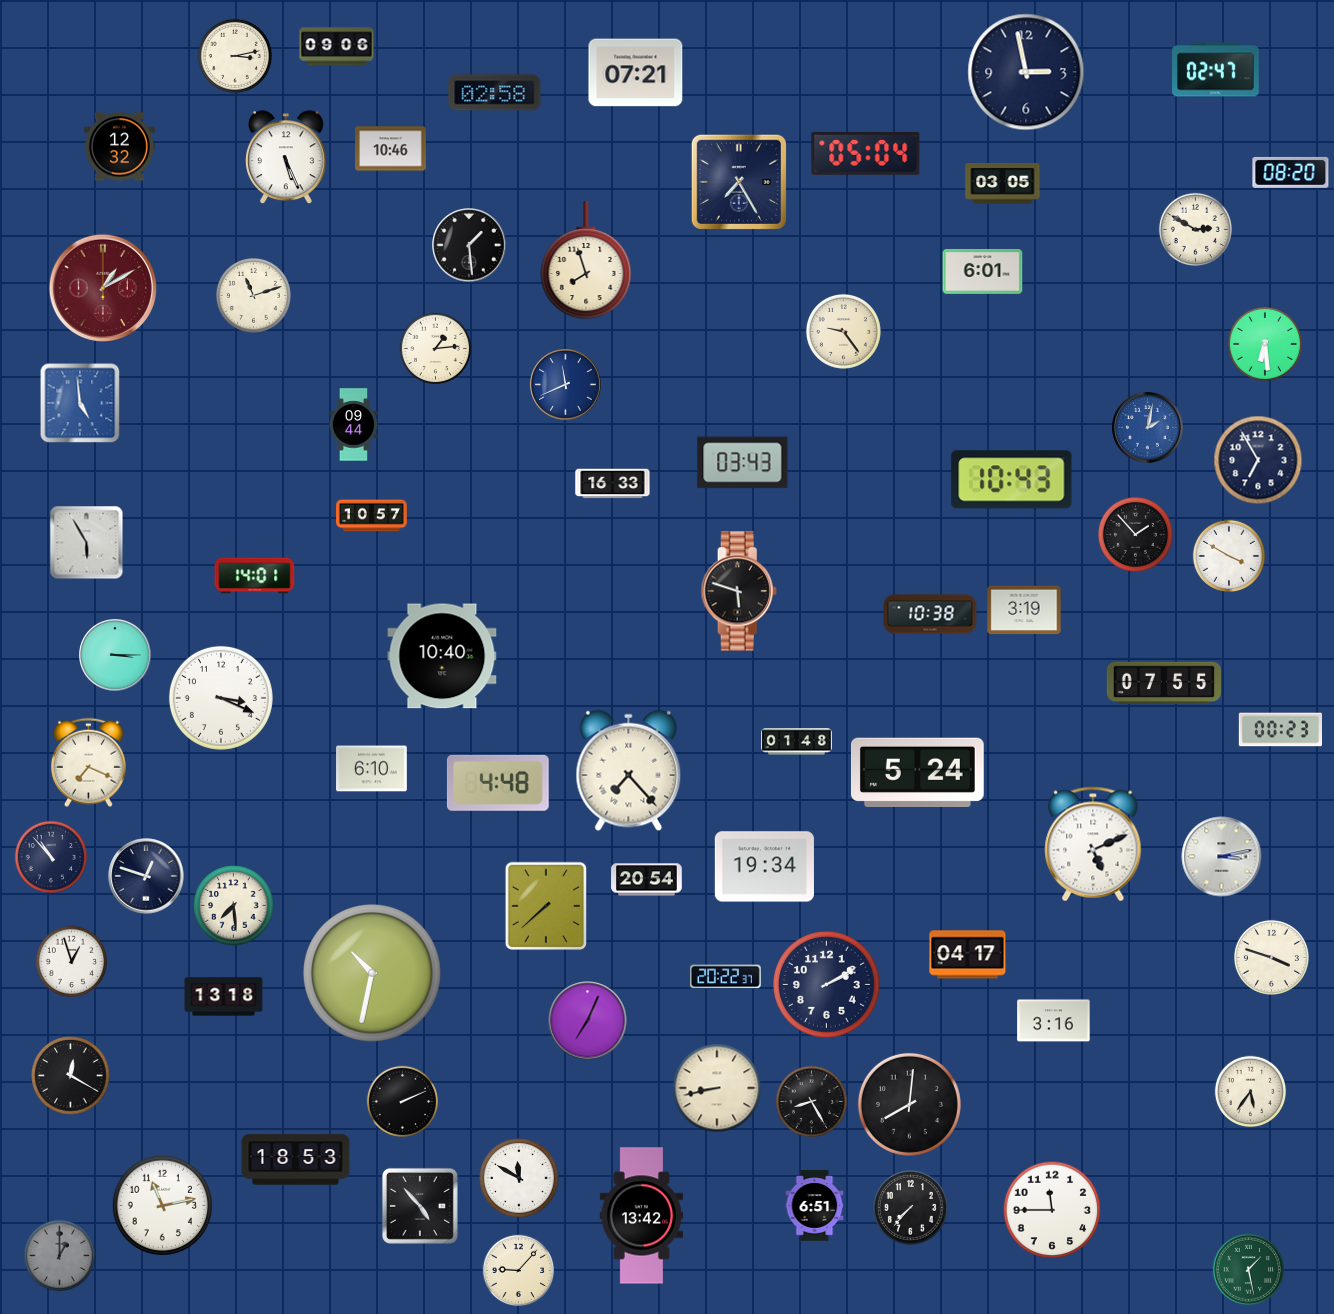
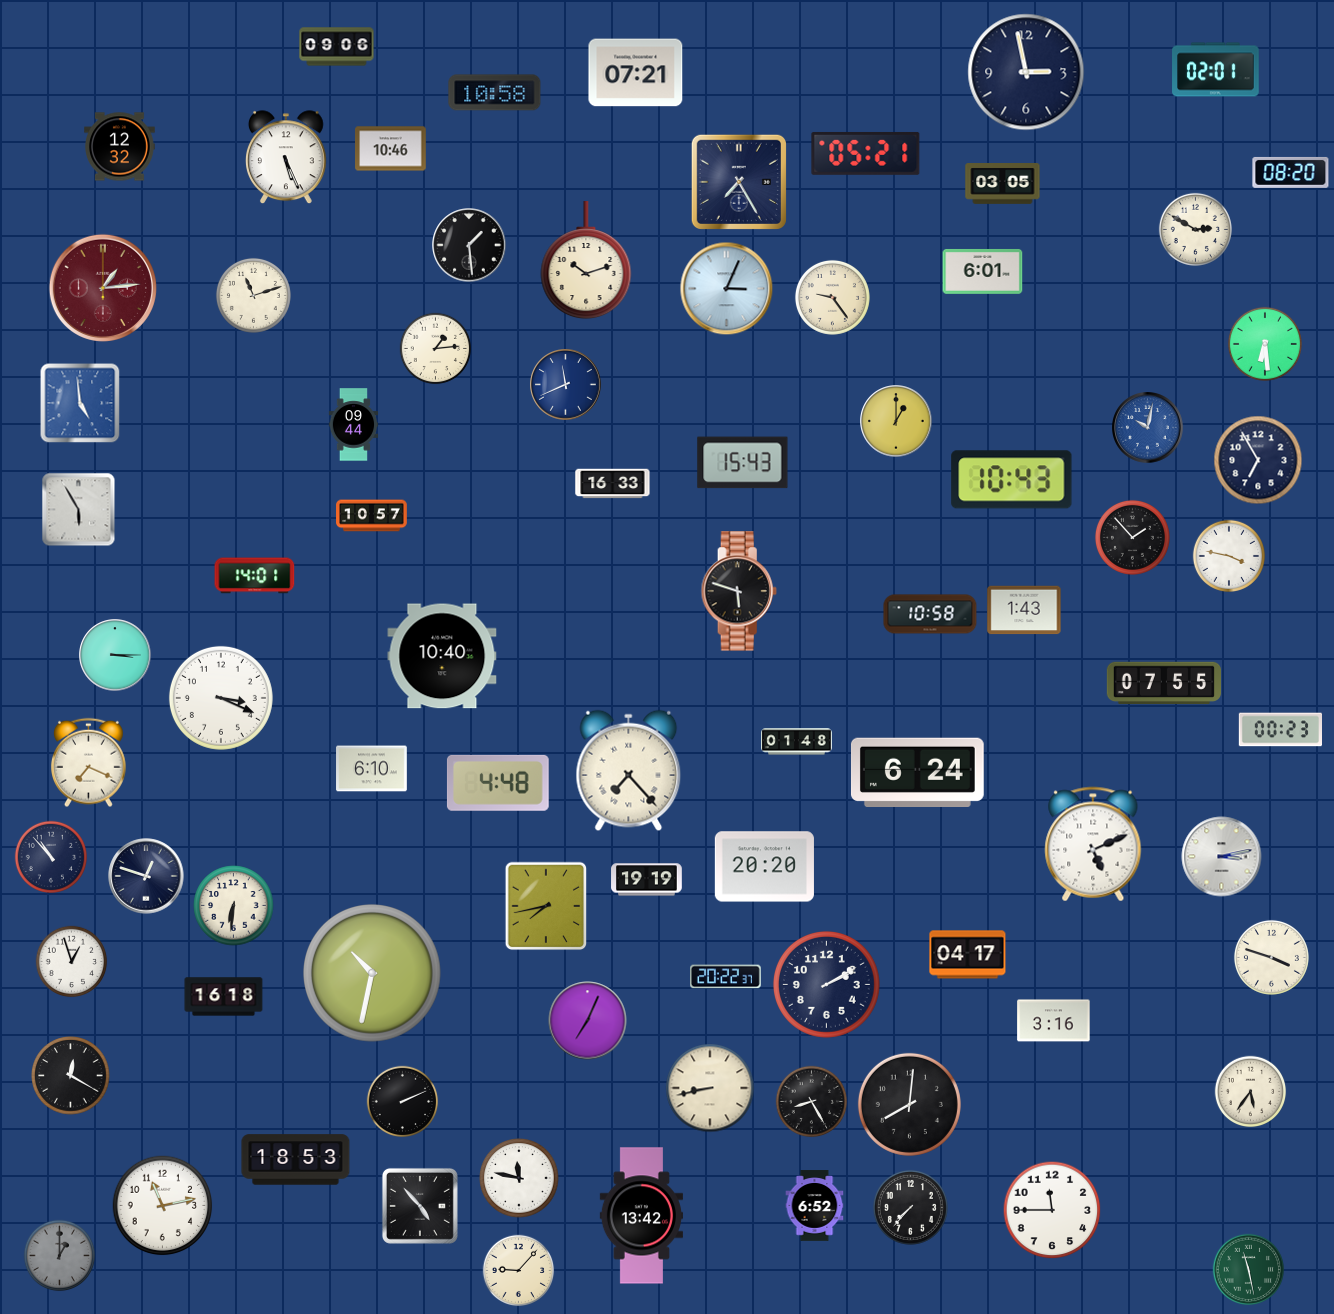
clock at (235, 56): 3:13 -> none
clock at (1216, 70): 02:47 -> 02:01
clock at (495, 93): 02:58 -> 10:58
clock at (866, 153): 05:04 -> 05:21
clock at (586, 261): 7:57 -> 10:12
clock at (103, 288): 1:10 -> 1:14
clock at (727, 289): none -> 3:04
clock at (843, 331) position: (843, 331) -> (832, 297)
clock at (896, 421): none -> 1:00
clock at (1148, 428): 2:02 -> 10:02
clock at (743, 463): 03:43 -> 15:43
clock at (1135, 534) position: (1135, 534) -> (1132, 537)
clock at (87, 543) position: (87, 543) -> (79, 510)
clock at (1228, 555): 3:50 -> 3:47
clock at (1024, 610): 3:19 -> 1:43
clock at (930, 614): 10:38 -> 10:58
clock at (917, 772): 5:24 -> 6:24
clock at (764, 867): 19:34 -> 20:20
clock at (647, 880): 20:54 -> 19:19
clock at (234, 906): 7:29 -> 6:31
clock at (546, 906): 7:38 -> 7:43
clock at (224, 997): 13:18 -> 16:18
clock at (717, 1088) position: (717, 1088) -> (710, 1088)
clock at (519, 1178): 11:50 -> 11:47
clock at (815, 1206): 6:51 -> 6:52
clock at (1249, 1270): 1:28 -> 11:28
